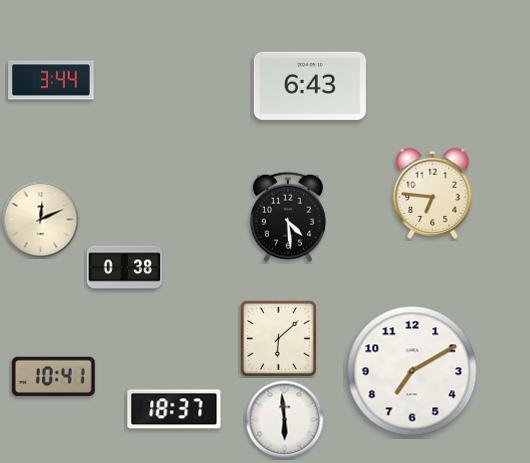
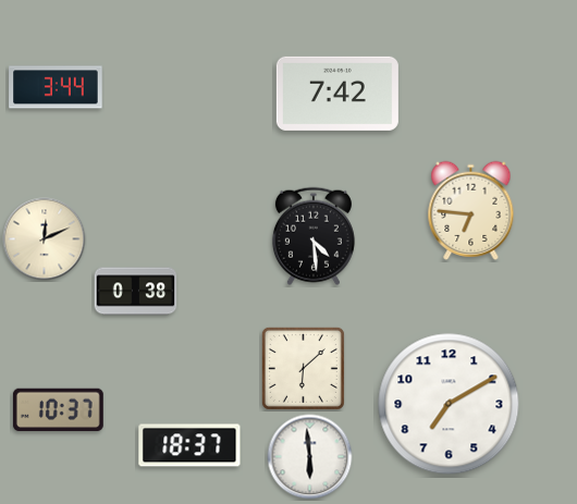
clock at (310, 86): 6:43 -> 7:42
clock at (53, 376): 10:41 -> 10:37
